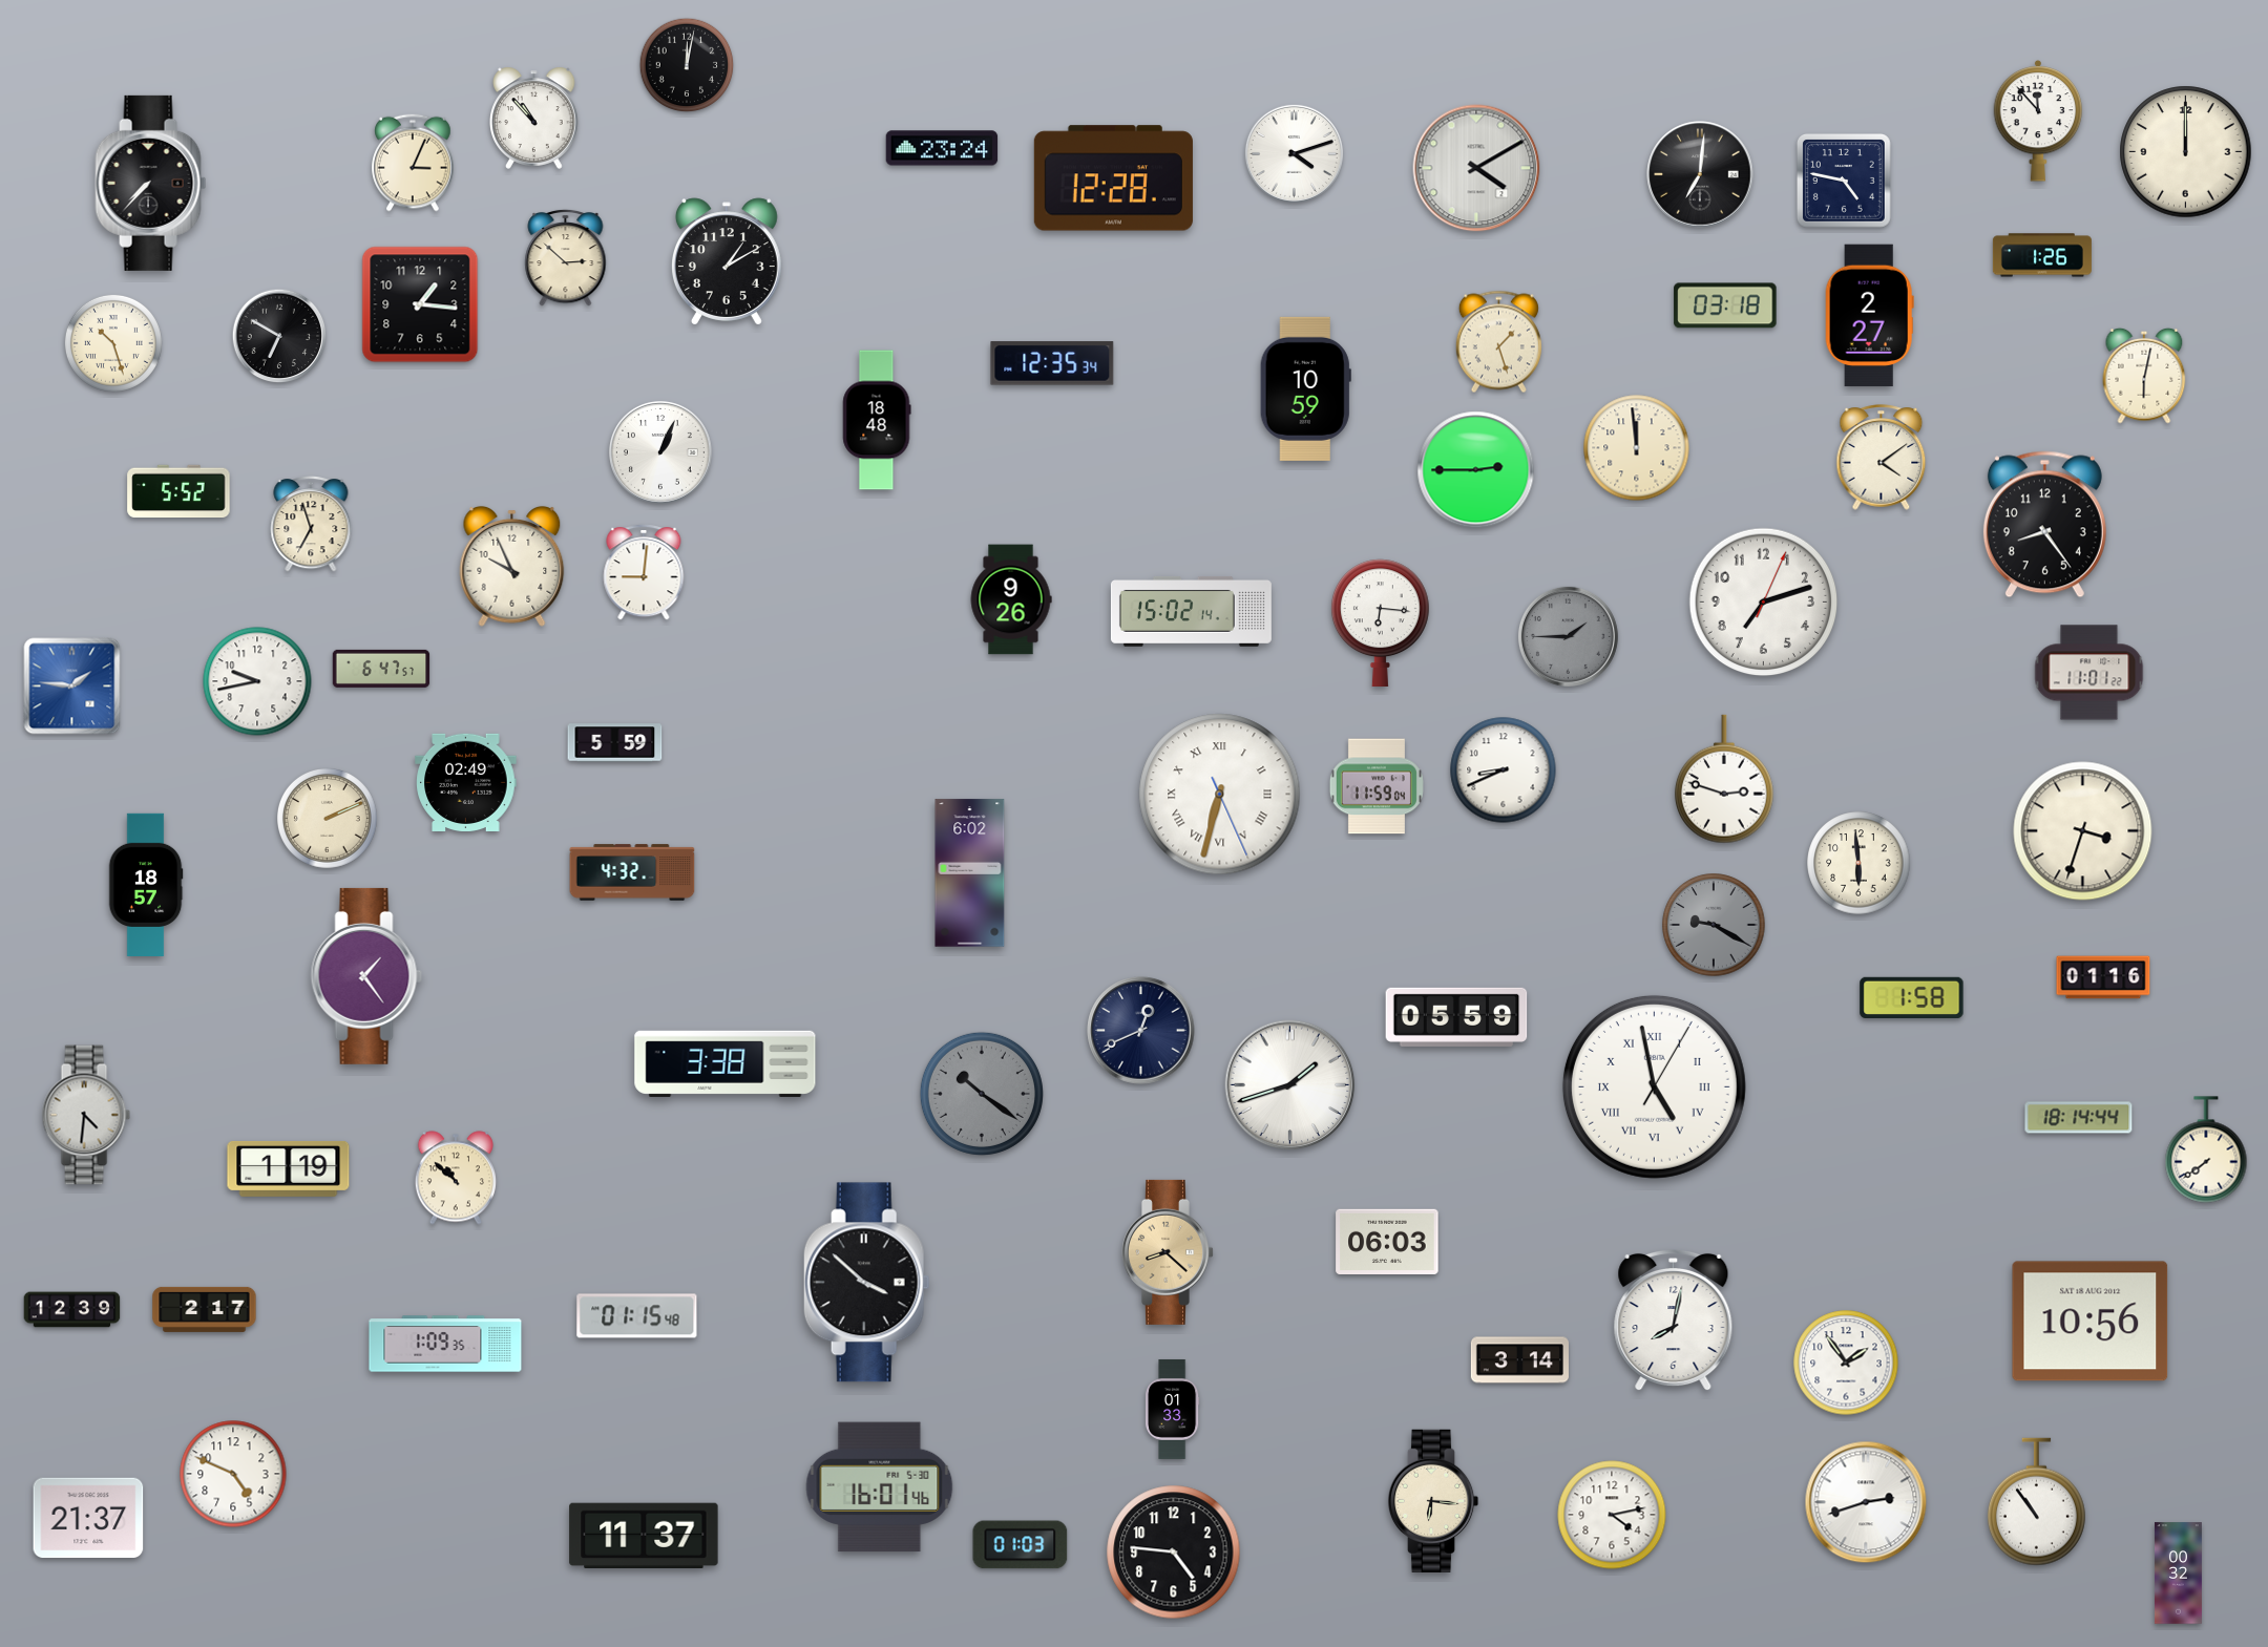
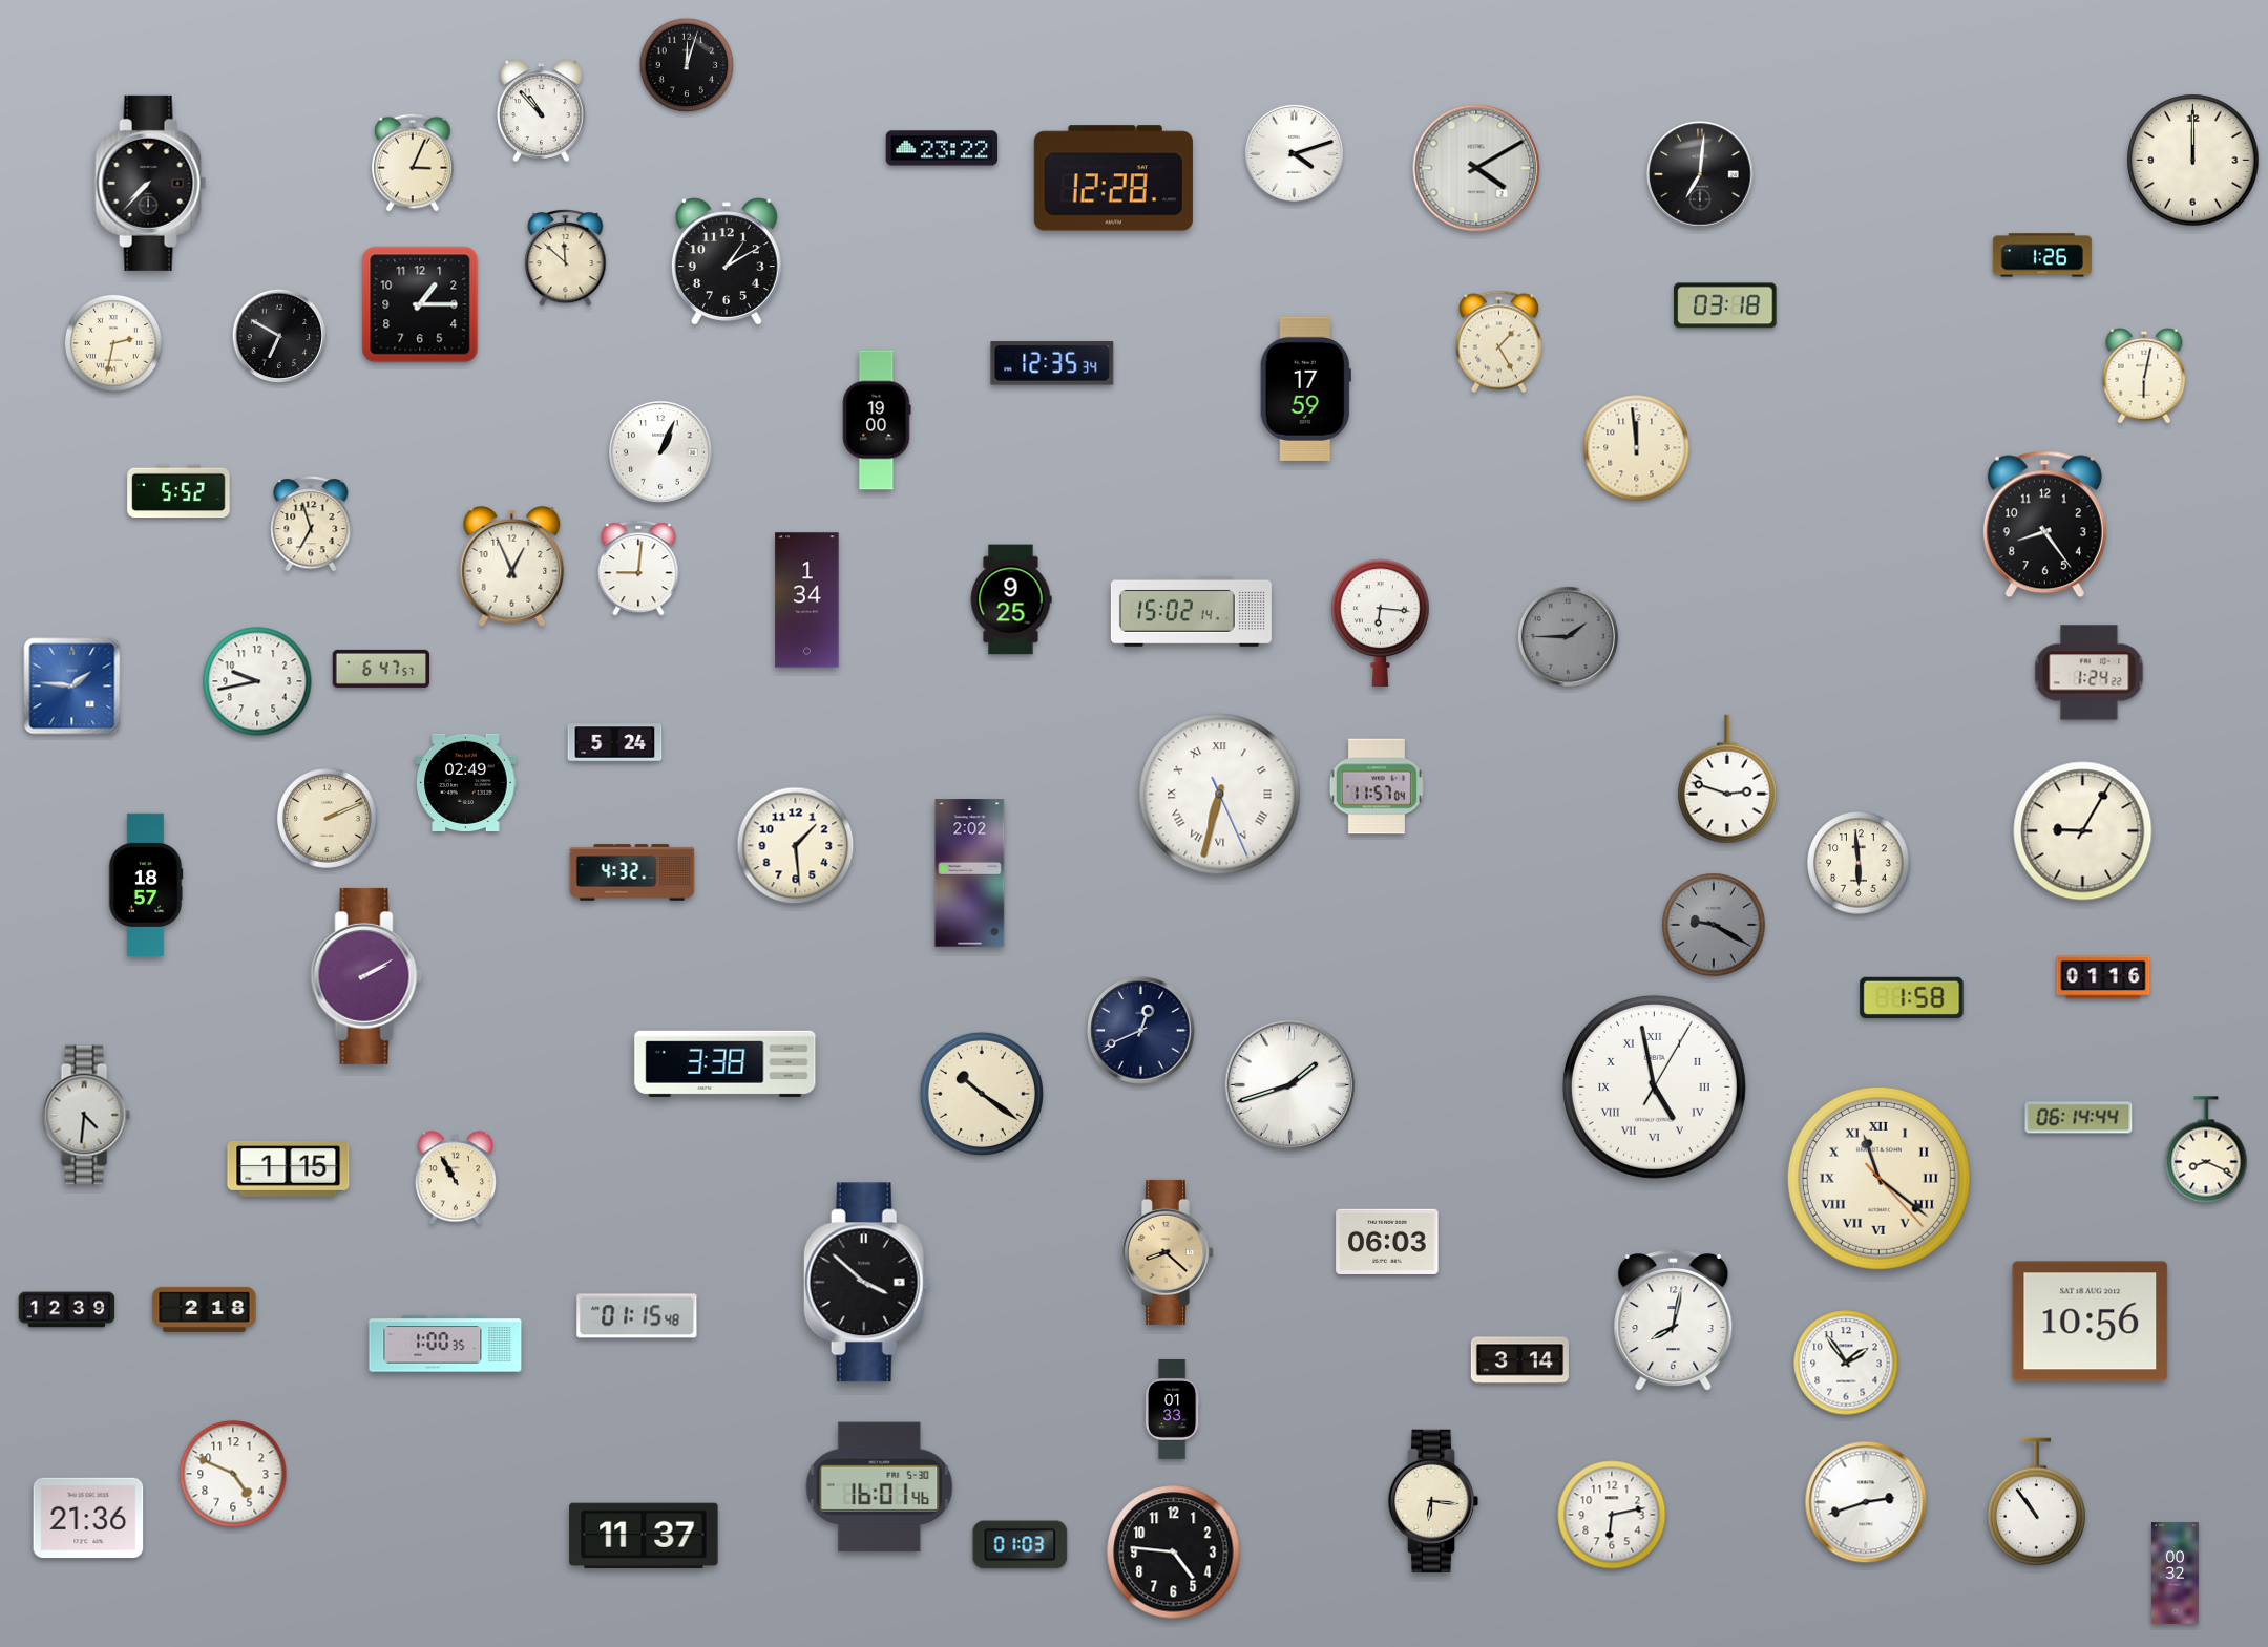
clock at (687, 65): 12:02 -> 12:03
clock at (534, 118) position: (534, 118) -> (542, 110)
clock at (2038, 121): 11:53 -> none
clock at (942, 148): 23:24 -> 23:22
clock at (2186, 152) position: (2186, 152) -> (2193, 161)
clock at (1845, 182): 4:47 -> none
clock at (566, 257): 2:52 -> 11:52
clock at (420, 304): 1:16 -> 1:15
clock at (1869, 316): 2:27 -> none
clock at (1498, 342): 1:27 -> 1:25
clock at (113, 343): 10:27 -> 2:32
clock at (1305, 388): 10:59 -> 17:59
clock at (877, 420): 18:48 -> 19:00
clock at (1882, 458): 4:09 -> none
clock at (1476, 470): 2:45 -> none
clock at (512, 566): 9:56 -> 12:56
clock at (644, 572) position: (644, 572) -> (638, 568)
clock at (1011, 599): 9:26 -> 9:25
clock at (807, 600): none -> 1:34
clock at (1764, 603): 7:12 -> none
clock at (2089, 673): 11:01 -> 1:24
clock at (615, 743): 5:59 -> 5:24
clock at (1504, 770): 8:41 -> none
clock at (1724, 779) position: (1724, 779) -> (1727, 779)
clock at (1377, 786): 11:59 -> 11:57
clock at (2083, 831): 3:33 -> 9:05
clock at (796, 846): none -> 1:29
clock at (970, 873): 6:02 -> 2:02
clock at (366, 976): 1:24 -> 2:10
clock at (1456, 1017): 05:59 -> none
clock at (982, 1094) dial: grey -> cream
clock at (2079, 1118): 18:14 -> 06:14
clock at (2206, 1149): 7:39 -> 8:19
clock at (289, 1168): 1:19 -> 1:15
clock at (456, 1178): 10:52 -> 10:55
clock at (1878, 1178): none -> 11:21
clock at (205, 1309): 2:17 -> 2:18
clock at (72, 1310) position: (72, 1310) -> (67, 1310)
clock at (445, 1344): 1:09 -> 1:00
clock at (1612, 1515): 4:13 -> 6:13
clock at (88, 1518): 21:37 -> 21:36
clock at (2178, 1574) position: (2178, 1574) -> (2175, 1574)
